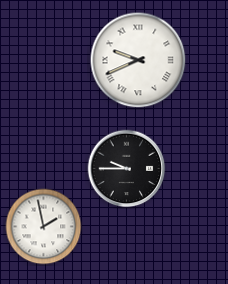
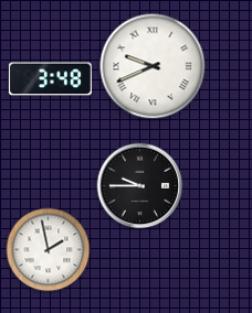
clock at (50, 79): none -> 3:48
